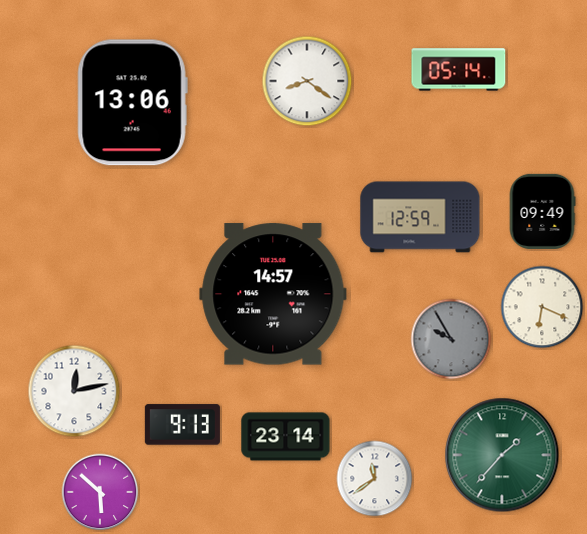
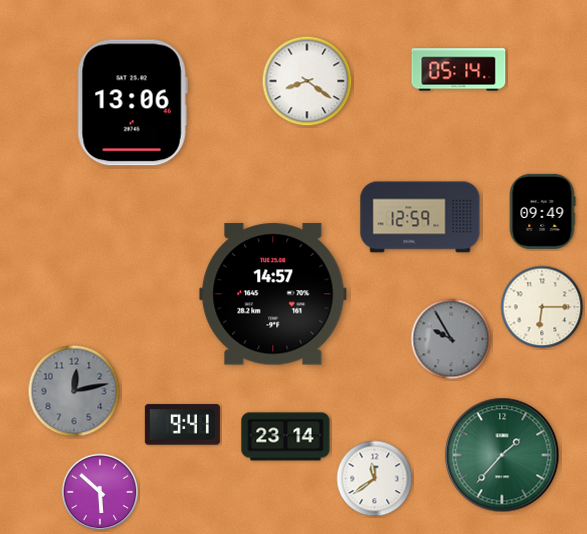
clock at (542, 307): 6:19 -> 6:15
clock at (74, 391) dial: white -> grey
clock at (182, 425): 9:13 -> 9:41
